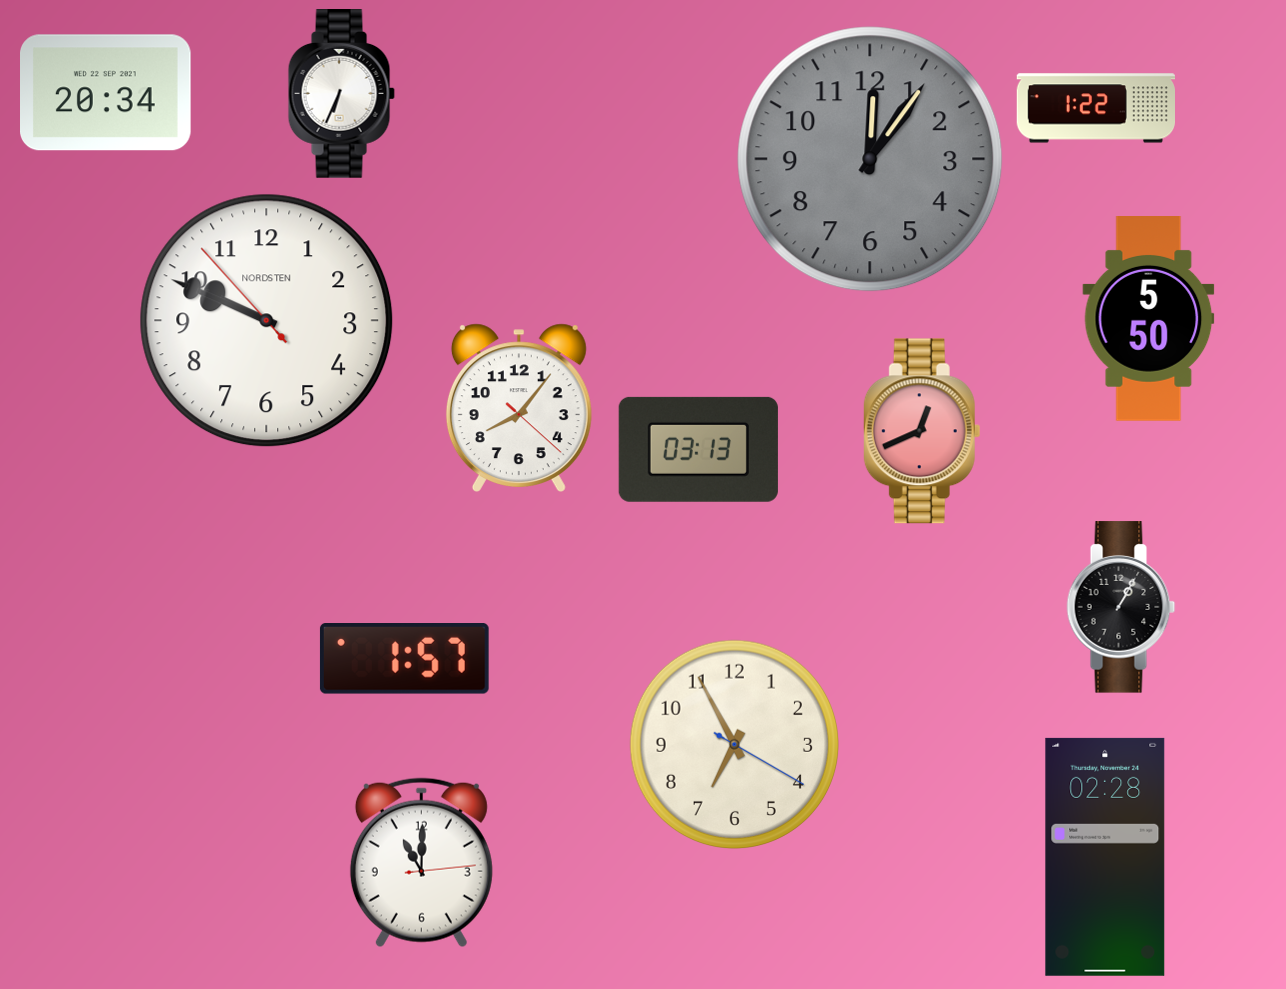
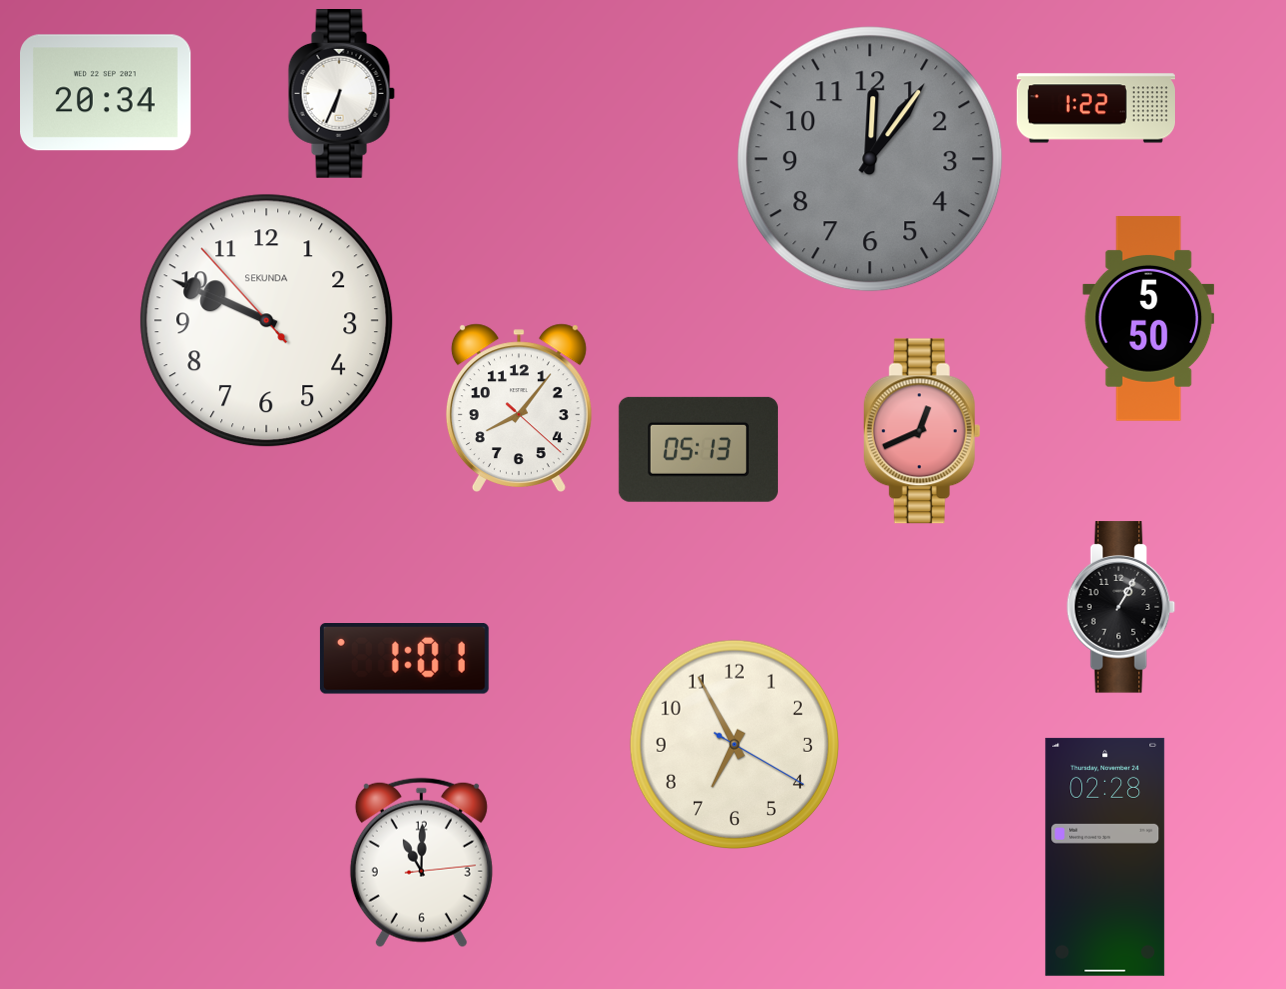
clock at (267, 321) brand: NORDSTEN -> SEKUNDA
clock at (698, 449): 03:13 -> 05:13
clock at (404, 659): 1:57 -> 1:01
